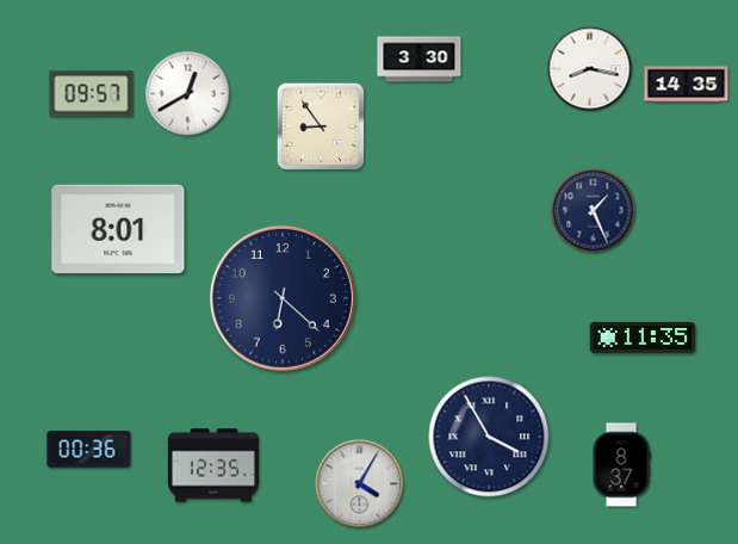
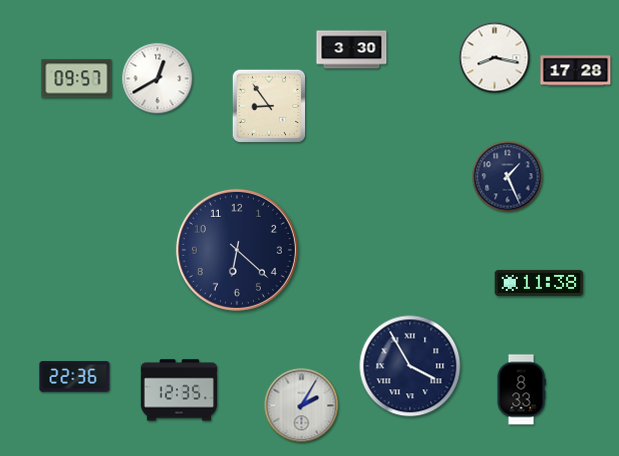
clock at (687, 85): 14:35 -> 17:28
clock at (594, 211) position: (594, 211) -> (508, 177)
clock at (118, 229): 8:01 -> none
clock at (643, 338): 11:35 -> 11:38
clock at (89, 450): 00:36 -> 22:36
clock at (621, 465): 8:37 -> 8:33
clock at (360, 484): 4:05 -> 2:05
